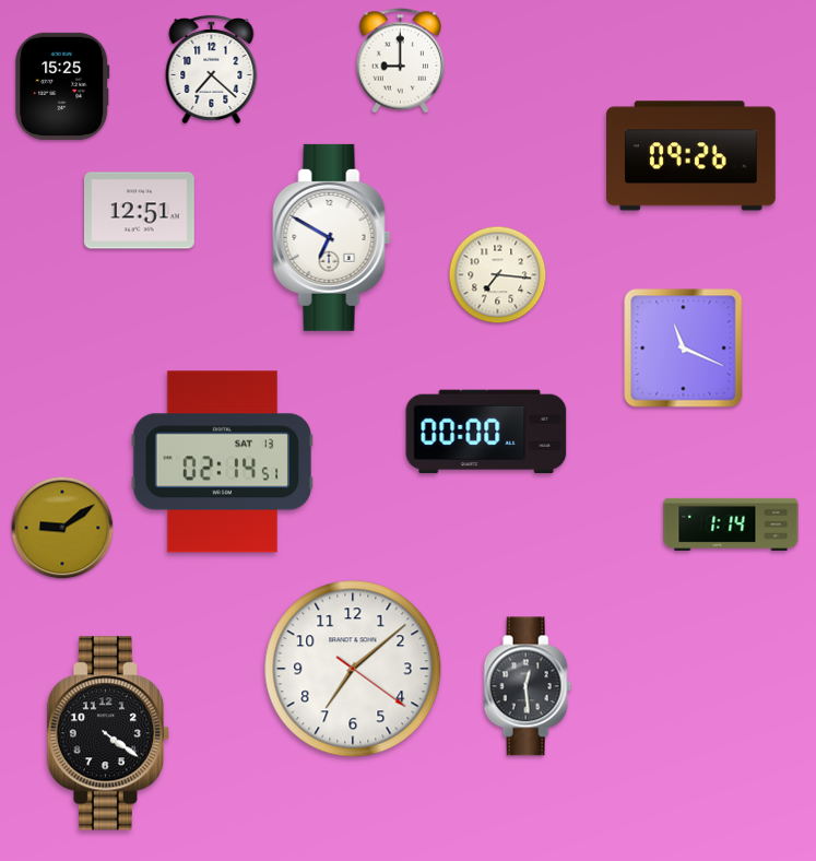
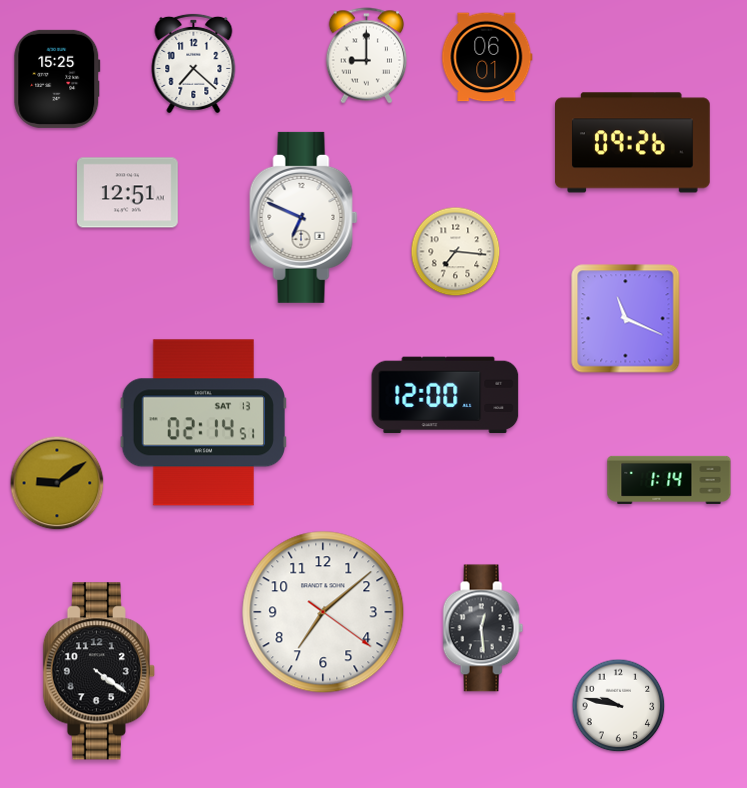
clock at (487, 57): none -> 06:01
clock at (332, 237): 6:50 -> 6:49
clock at (486, 432): 00:00 -> 12:00
clock at (619, 706): none -> 9:47
